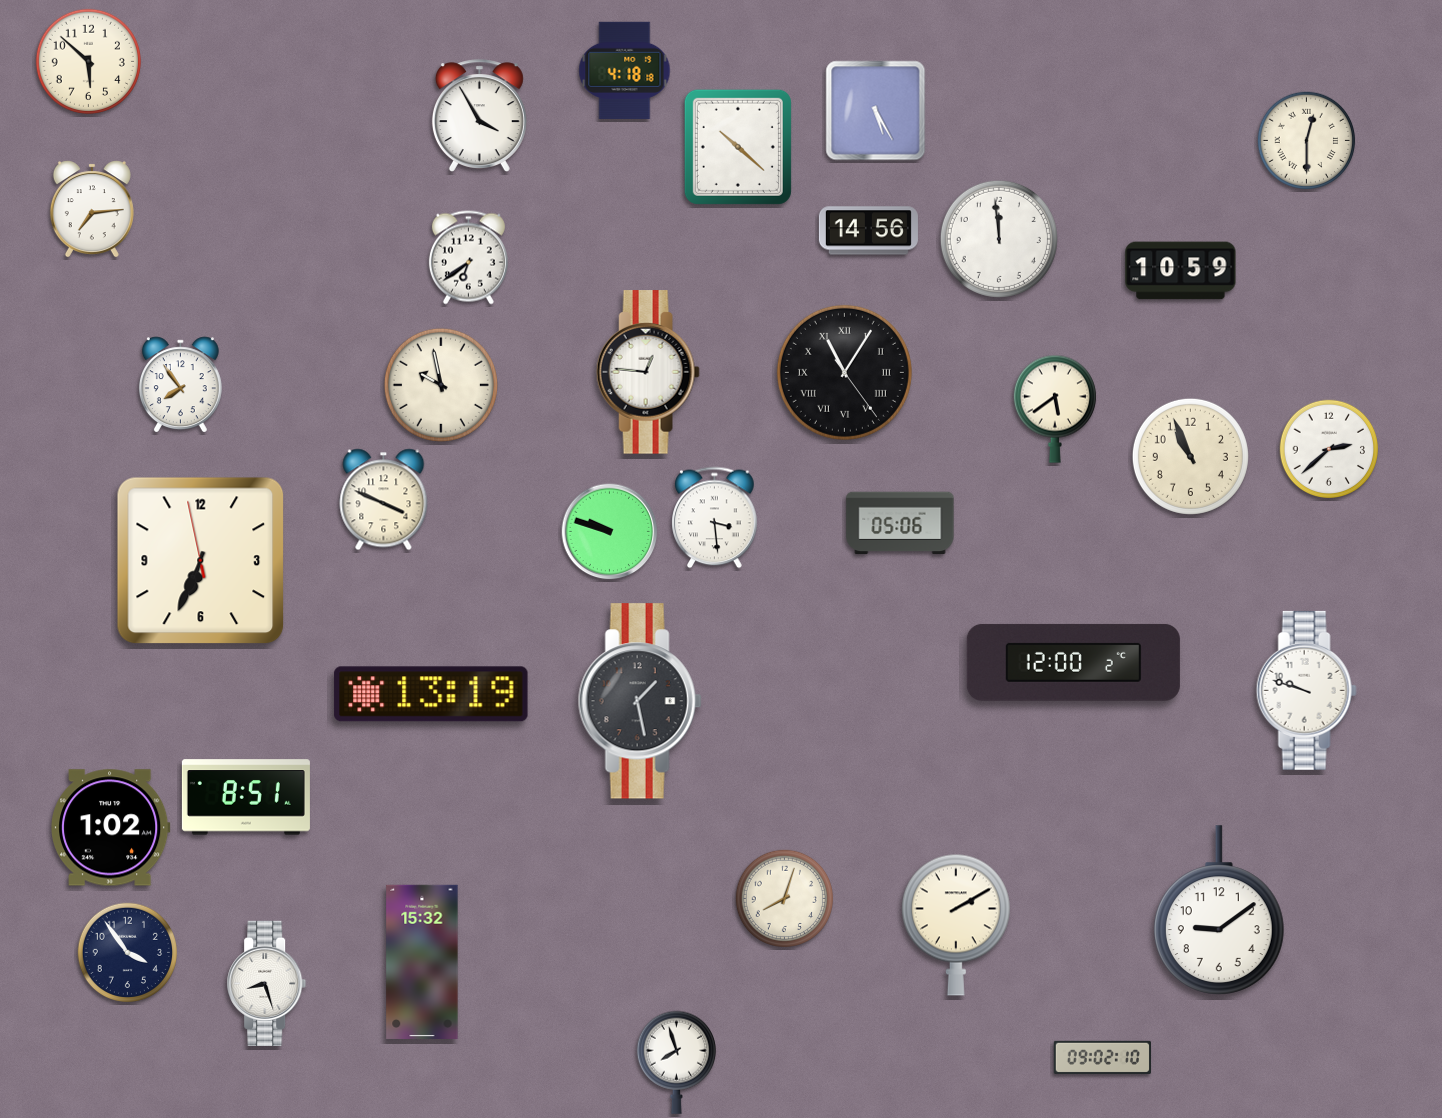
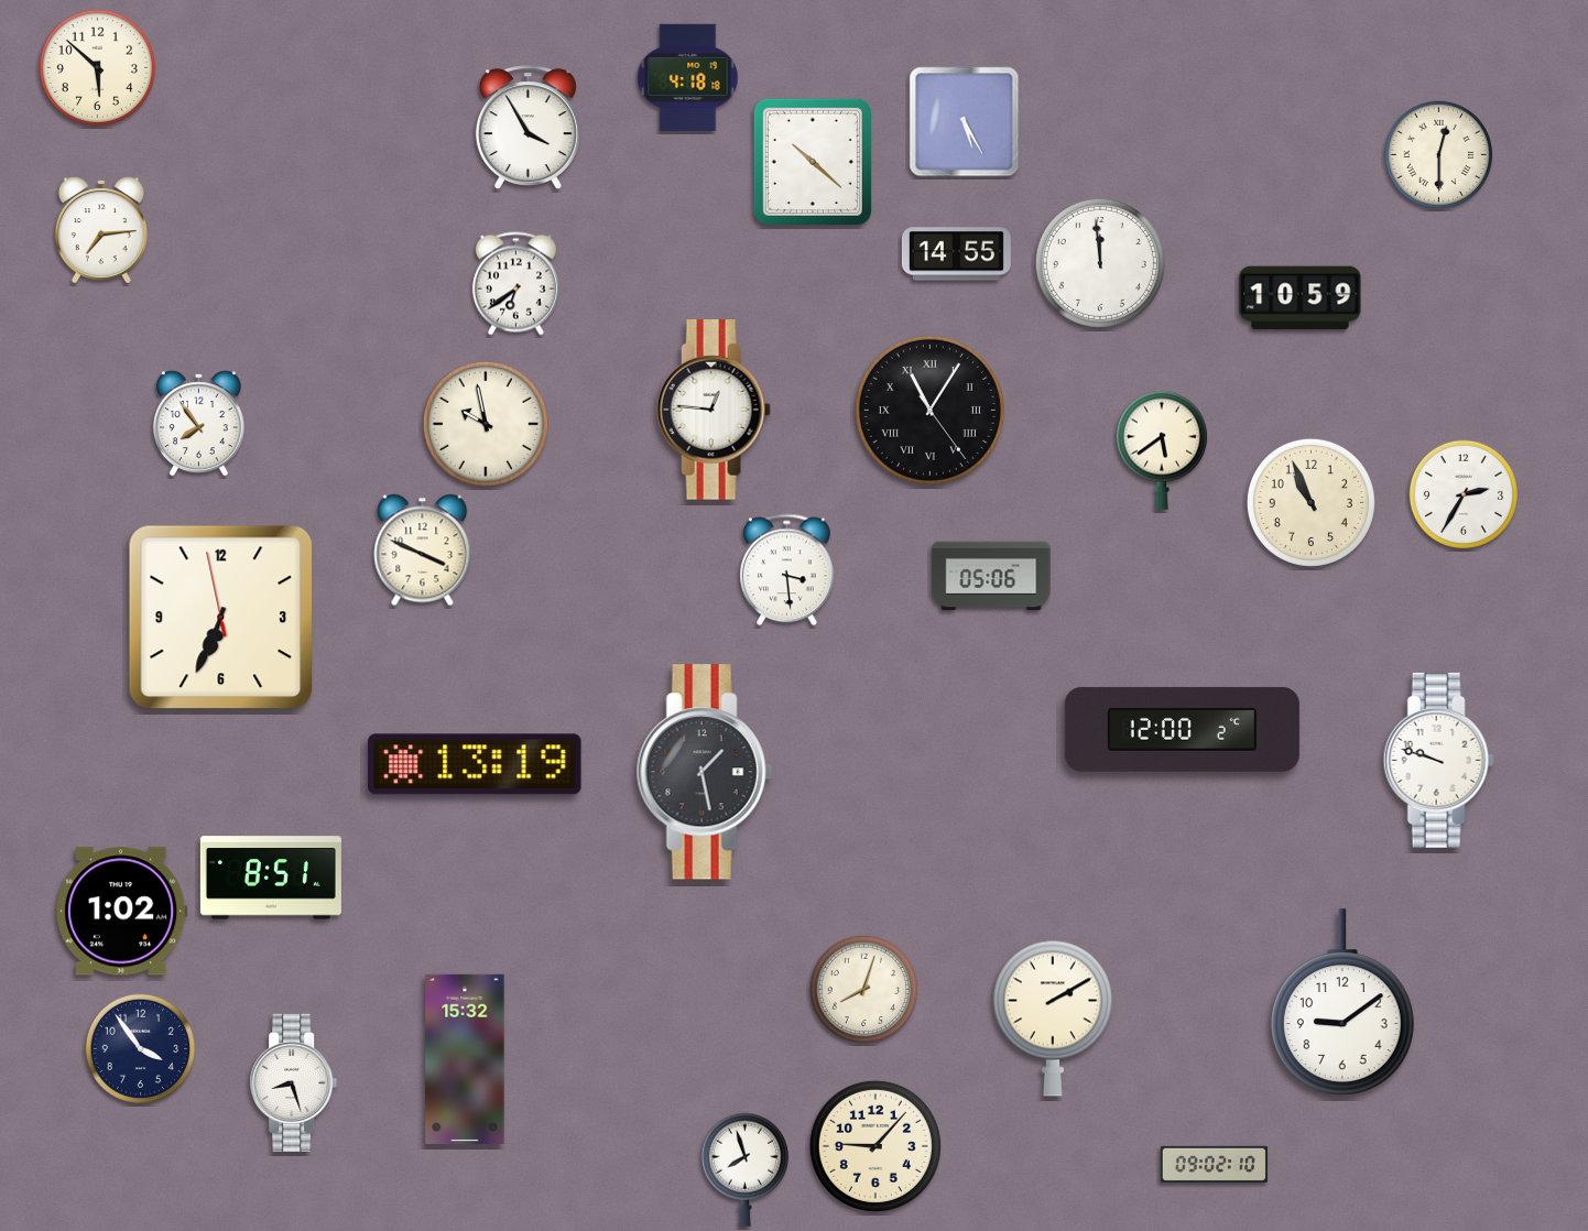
clock at (868, 231): 14:56 -> 14:55
clock at (1328, 448): 2:38 -> 2:35
clock at (610, 532): 9:48 -> none
clock at (875, 1146): none -> 9:07
